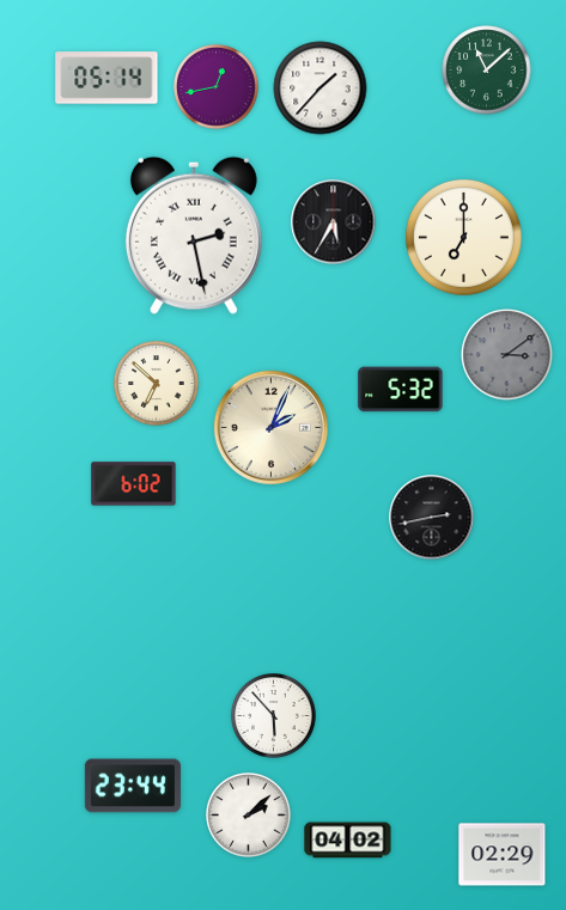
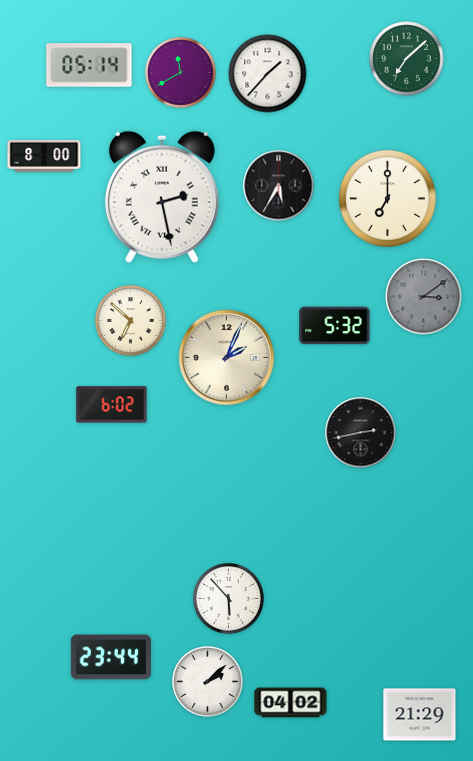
clock at (487, 71): 11:08 -> 7:08
clock at (217, 87): 12:43 -> 11:40
clock at (44, 157): none -> 8:00
clock at (503, 855): 02:29 -> 21:29
